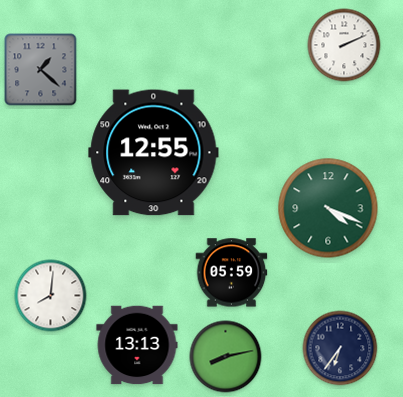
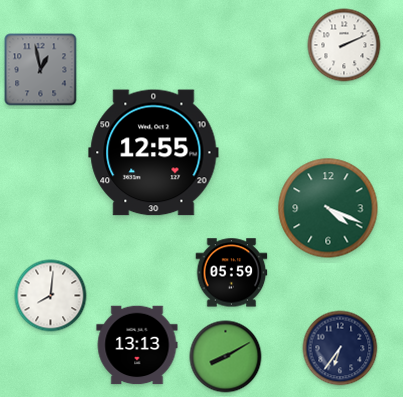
clock at (41, 70): 1:22 -> 12:58
clock at (226, 357): 8:13 -> 8:10
